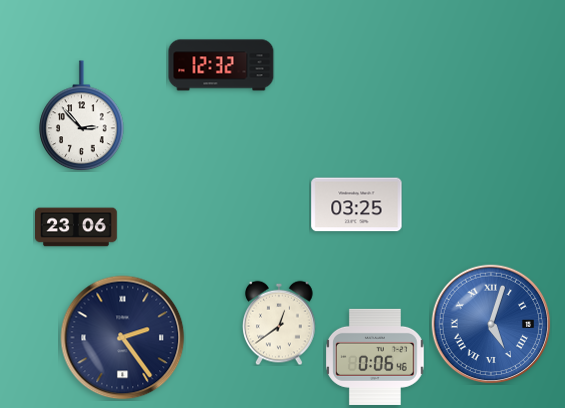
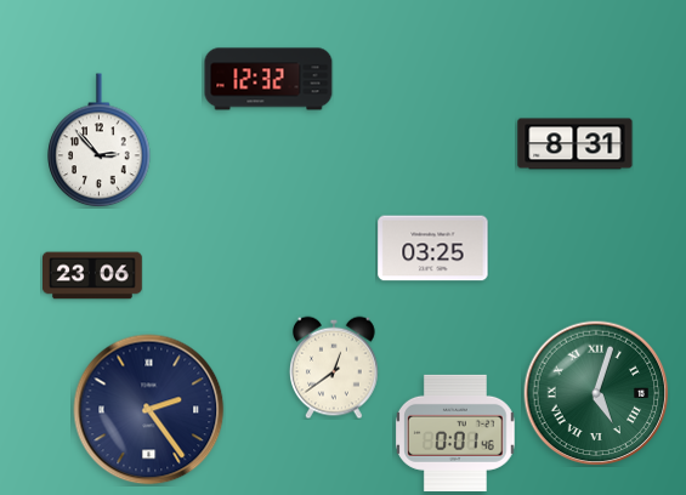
clock at (576, 144): none -> 8:31
clock at (280, 323) position: (280, 323) -> (335, 368)
clock at (491, 324) dial: blue -> green
clock at (375, 357): 0:06 -> 0:01
